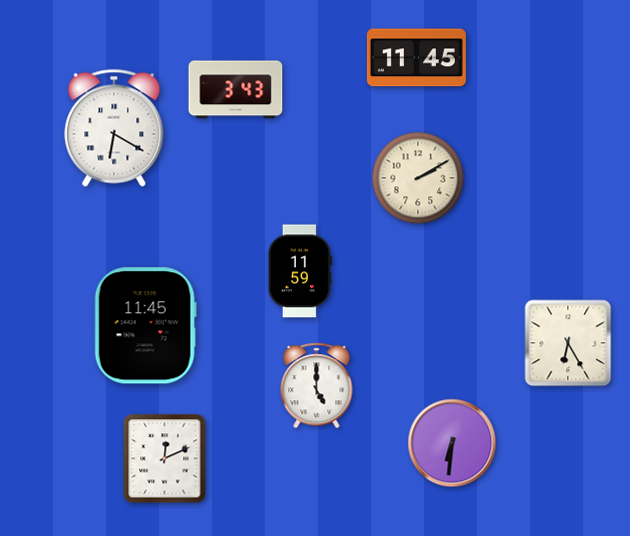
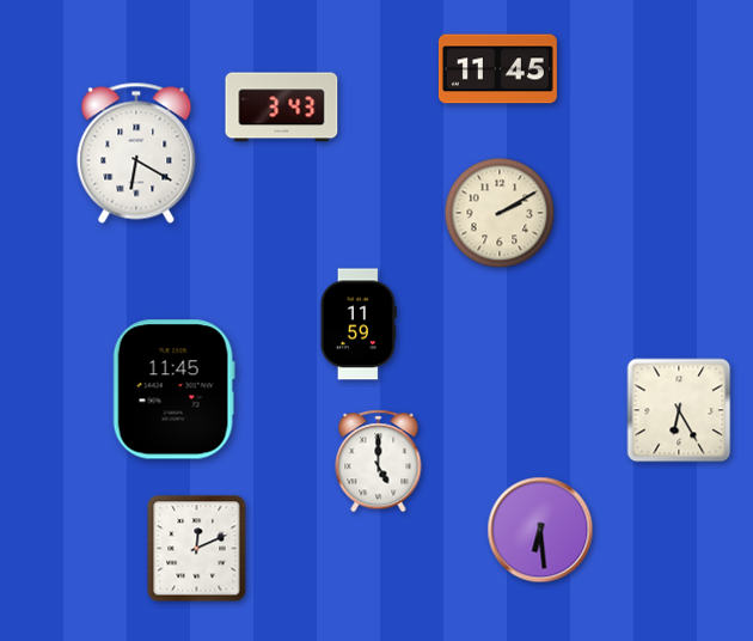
clock at (452, 443): 6:31 -> 6:29
